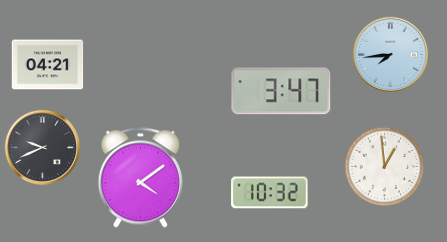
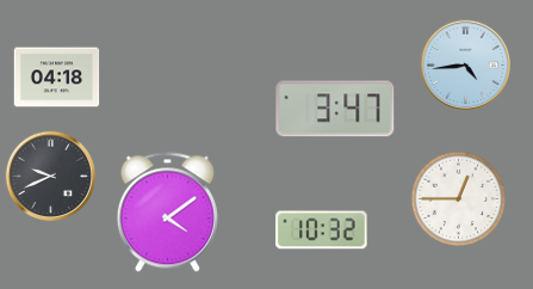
clock at (390, 54): 7:44 -> 4:44
clock at (48, 65): 04:21 -> 04:18
clock at (385, 167): 12:59 -> 12:45
